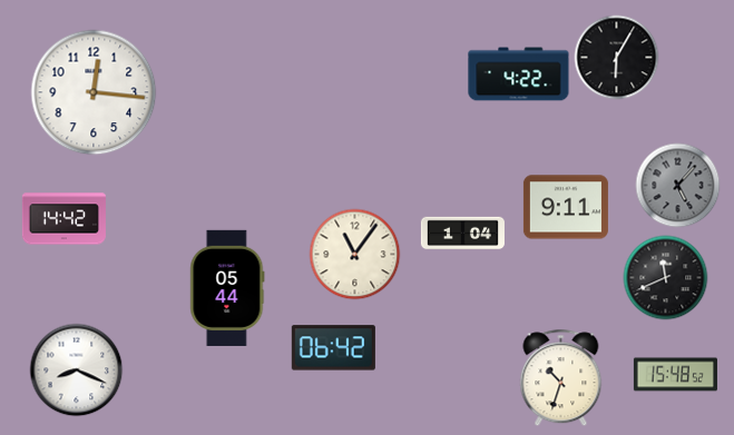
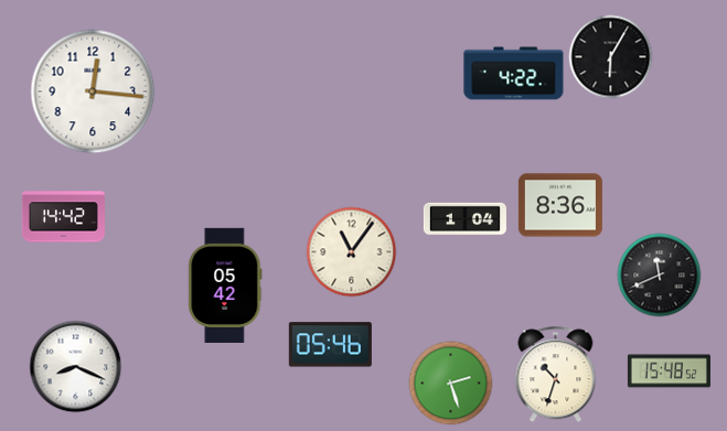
clock at (678, 186): 5:07 -> none
clock at (566, 207): 9:11 -> 8:36
clock at (462, 234) position: (462, 234) -> (464, 219)
clock at (227, 288): 05:44 -> 05:42
clock at (333, 348): 06:42 -> 05:46
clock at (451, 384): none -> 2:27
